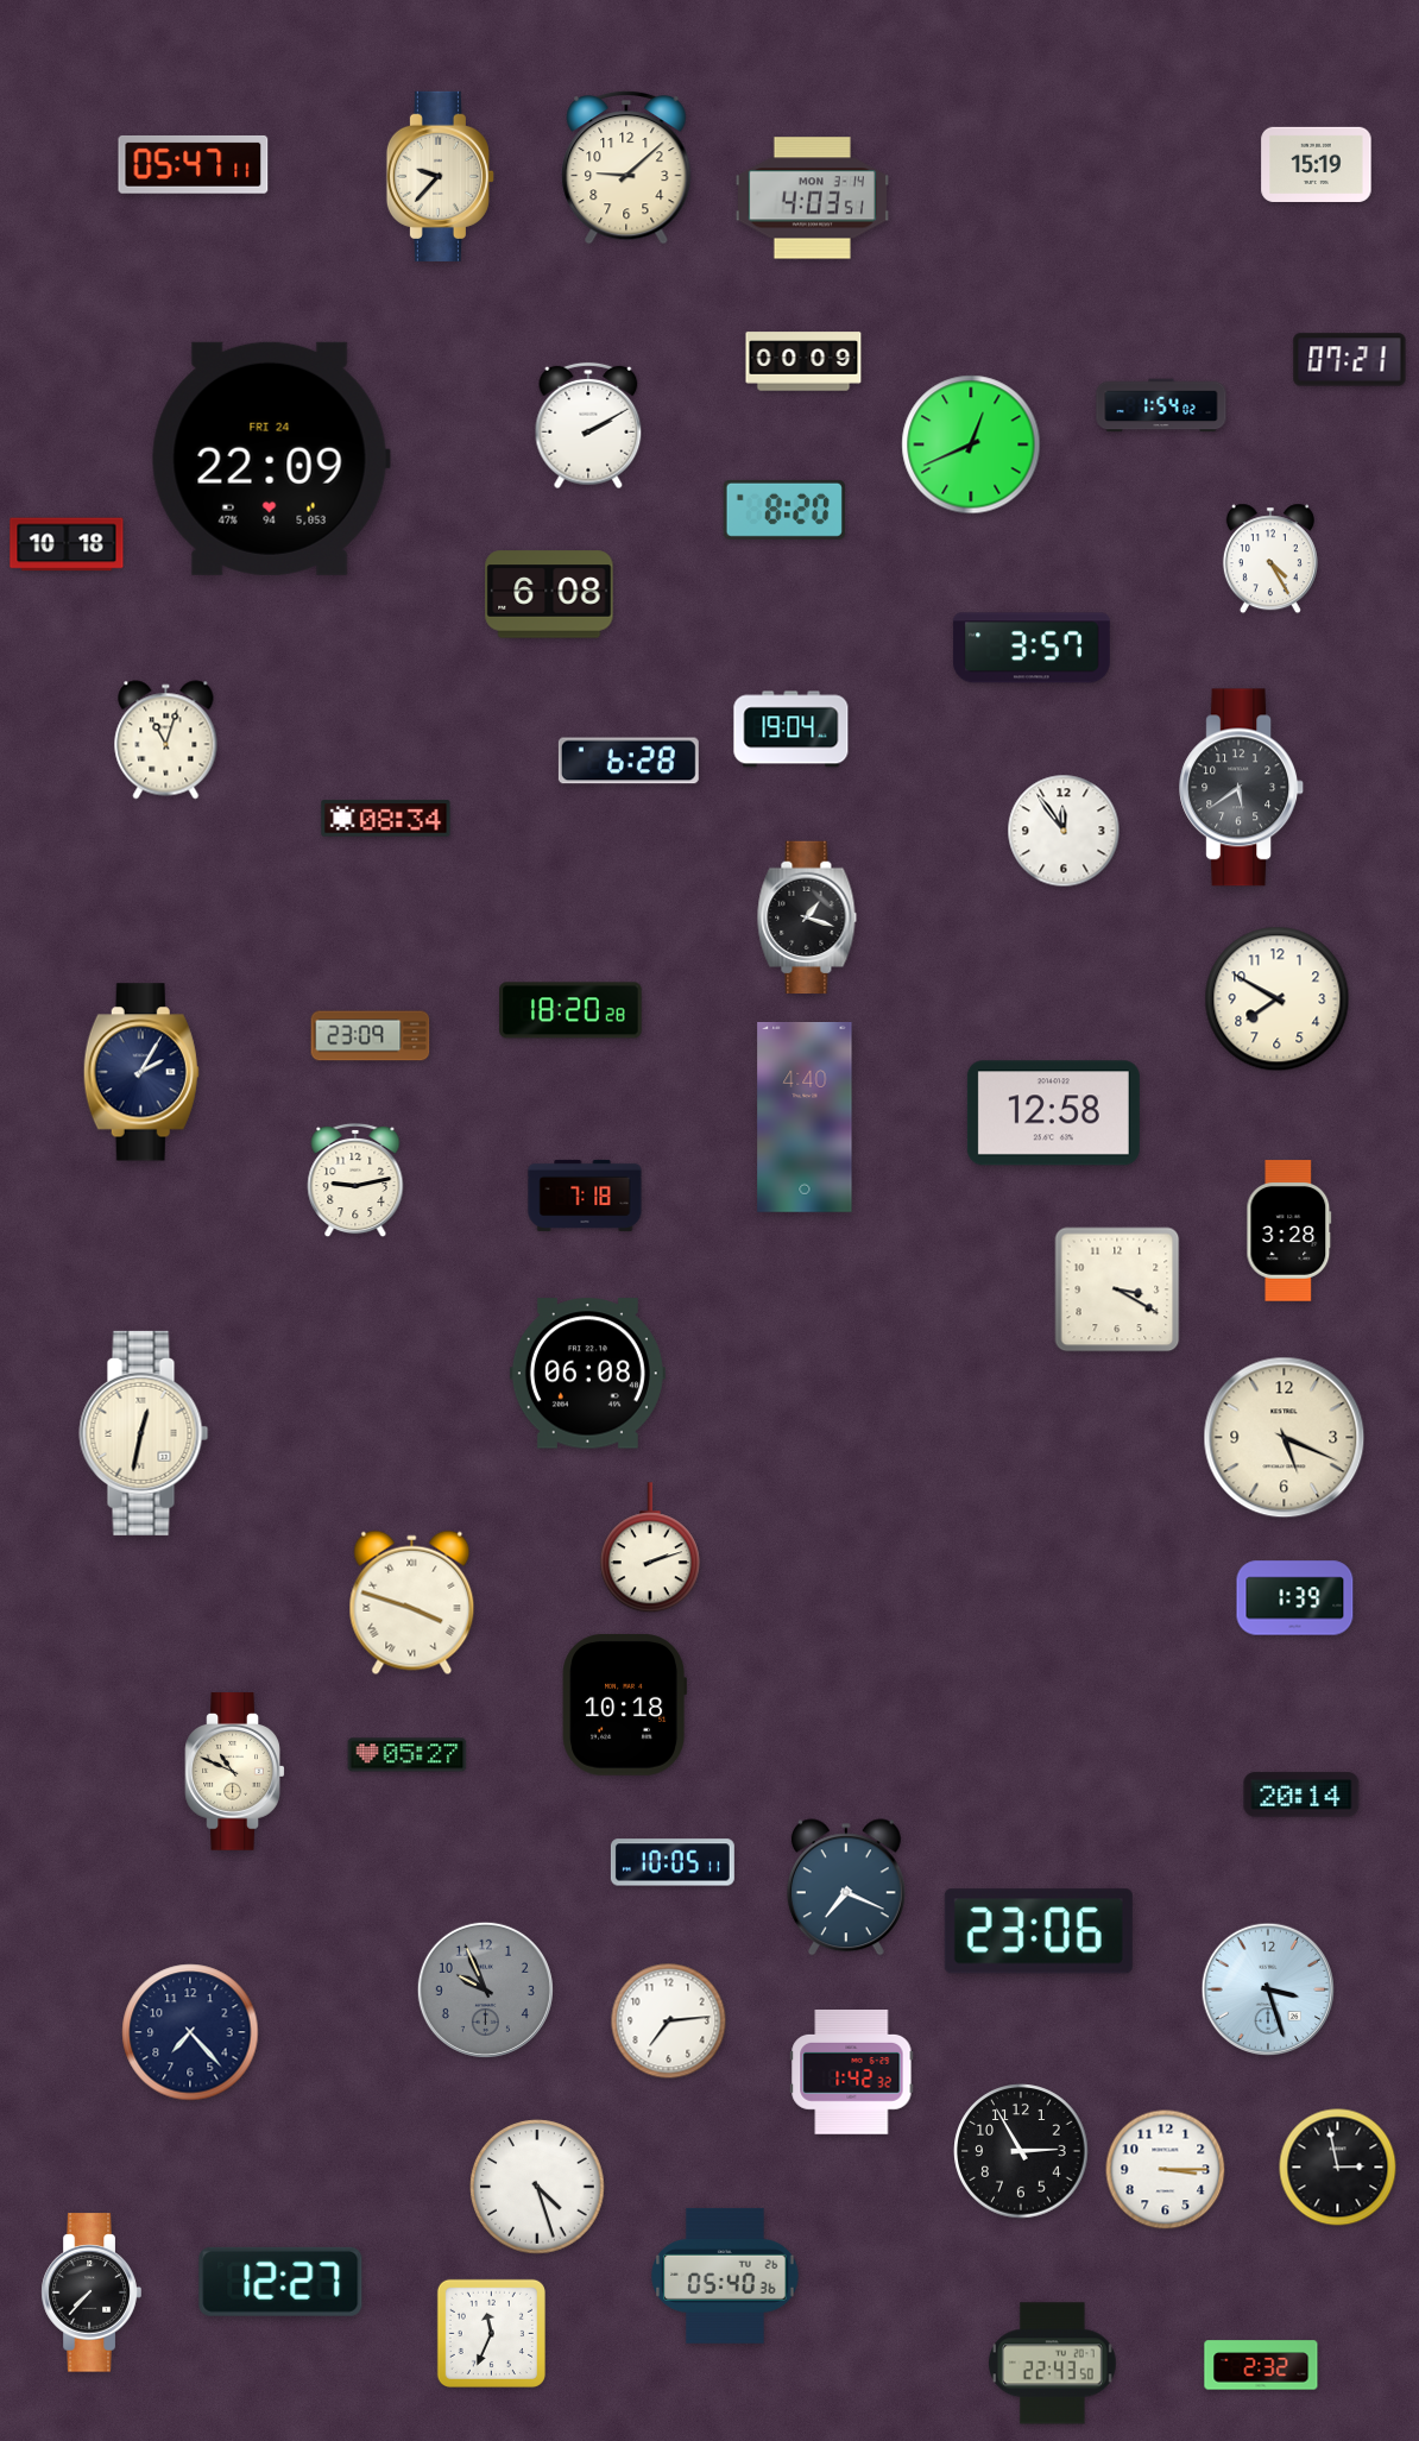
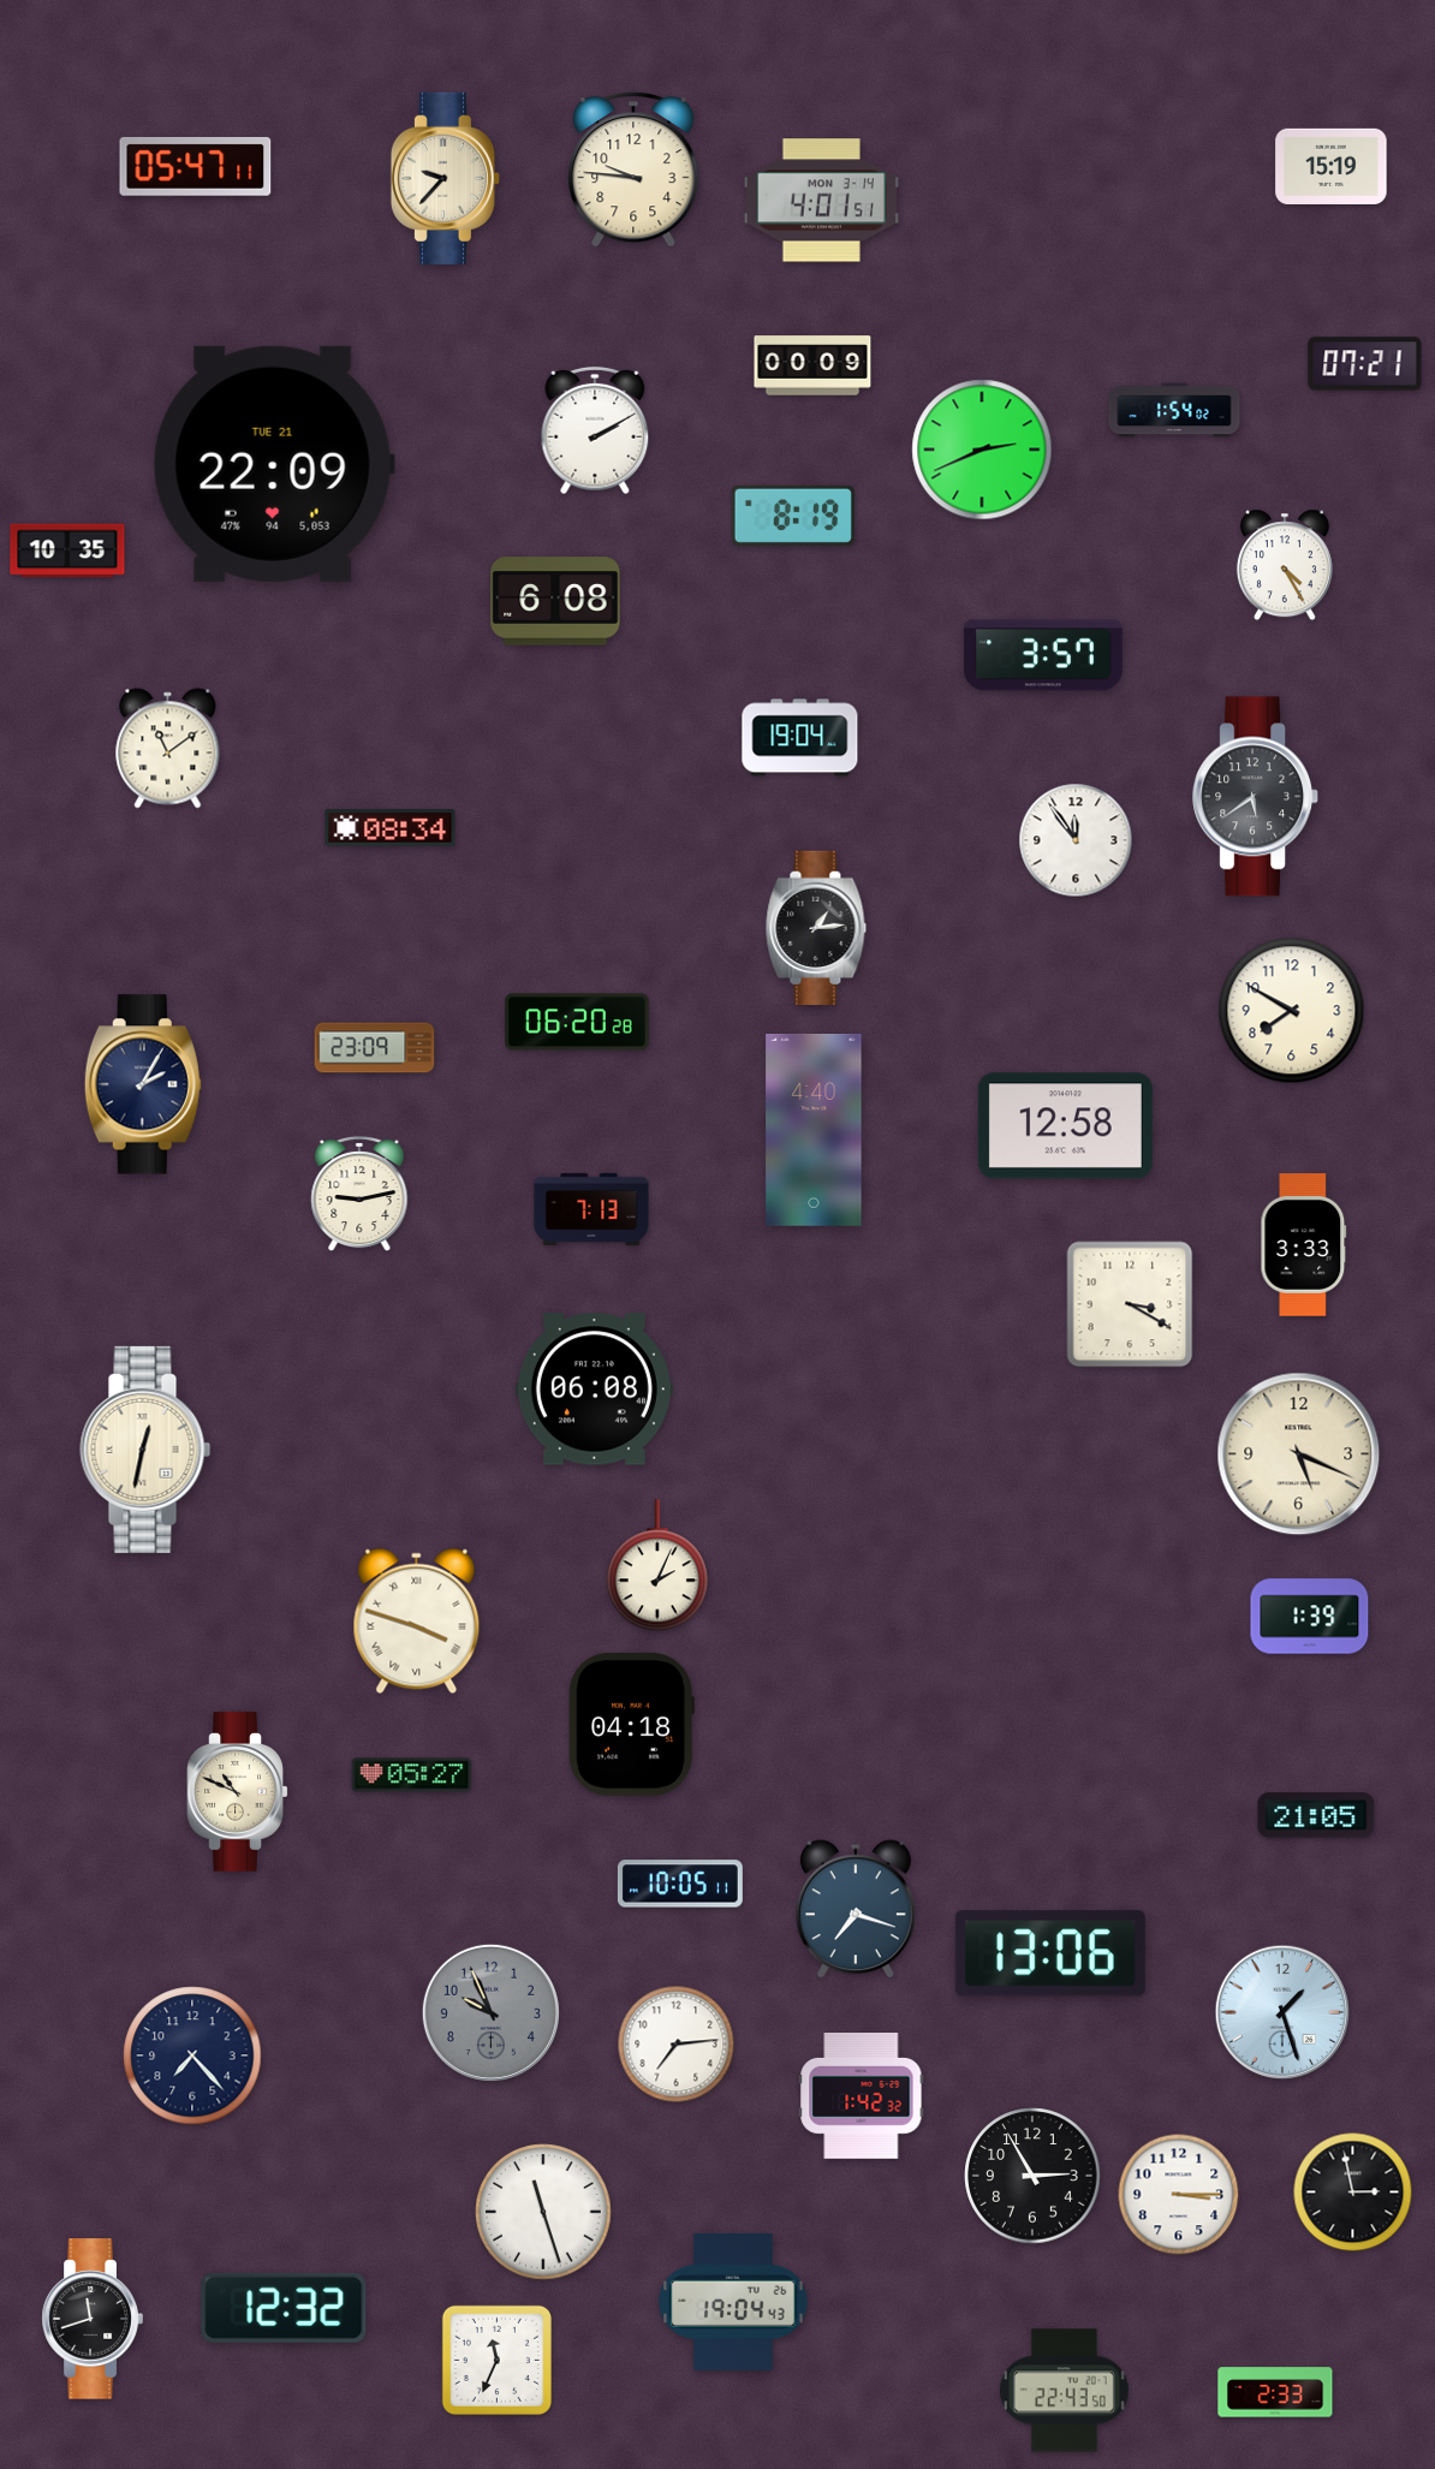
clock at (626, 168): 9:08 -> 9:46
clock at (812, 198): 4:03 -> 4:01
clock at (971, 444): 12:41 -> 2:41
clock at (271, 459) date: FRI 24 -> TUE 21
clock at (784, 510): 8:20 -> 8:19
clock at (67, 544): 10:18 -> 10:35
clock at (166, 740): 11:03 -> 11:09
clock at (629, 761): 6:28 -> none
clock at (807, 917): 1:18 -> 1:14
clock at (570, 1010): 18:20 -> 06:20
clock at (585, 1196): 7:18 -> 7:13
clock at (1289, 1231): 3:28 -> 3:33
clock at (650, 1549): 2:12 -> 2:04
clock at (624, 1704): 10:18 -> 04:18
clock at (1301, 1795): 20:14 -> 21:05
clock at (846, 1887): 7:19 -> 7:18
clock at (1039, 1931): 23:06 -> 13:06
clock at (1267, 1988): 3:27 -> 1:27
clock at (537, 2187): 4:27 -> 11:27
clock at (725, 2276): 05:40 -> 19:04
clock at (280, 2282): 12:27 -> 12:32
clock at (92, 2292): 7:37 -> 11:42
clock at (1261, 2365): 2:32 -> 2:33
